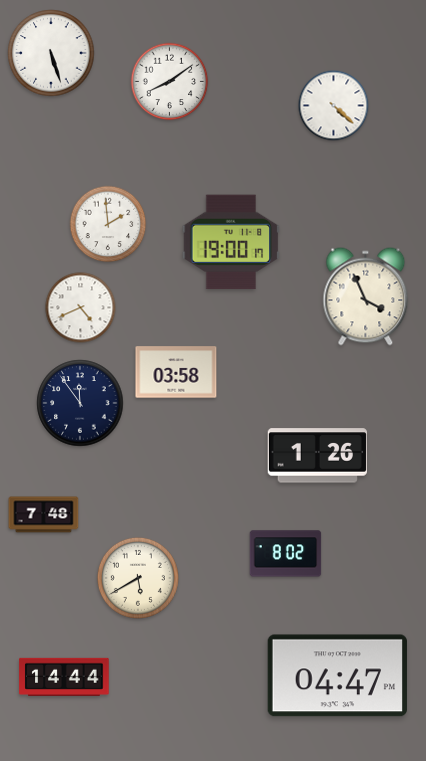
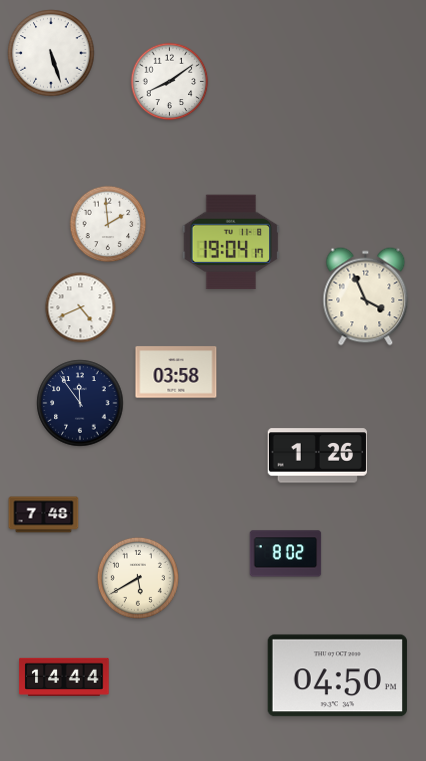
clock at (334, 106): 4:22 -> none
clock at (231, 242): 19:00 -> 19:04
clock at (337, 676): 04:47 -> 04:50
